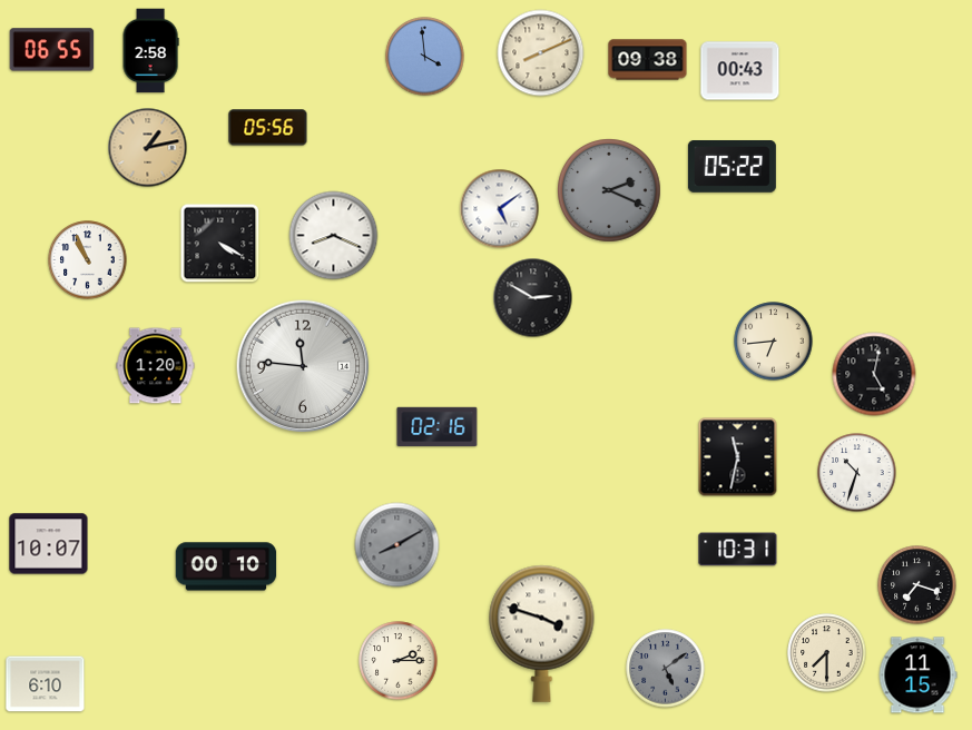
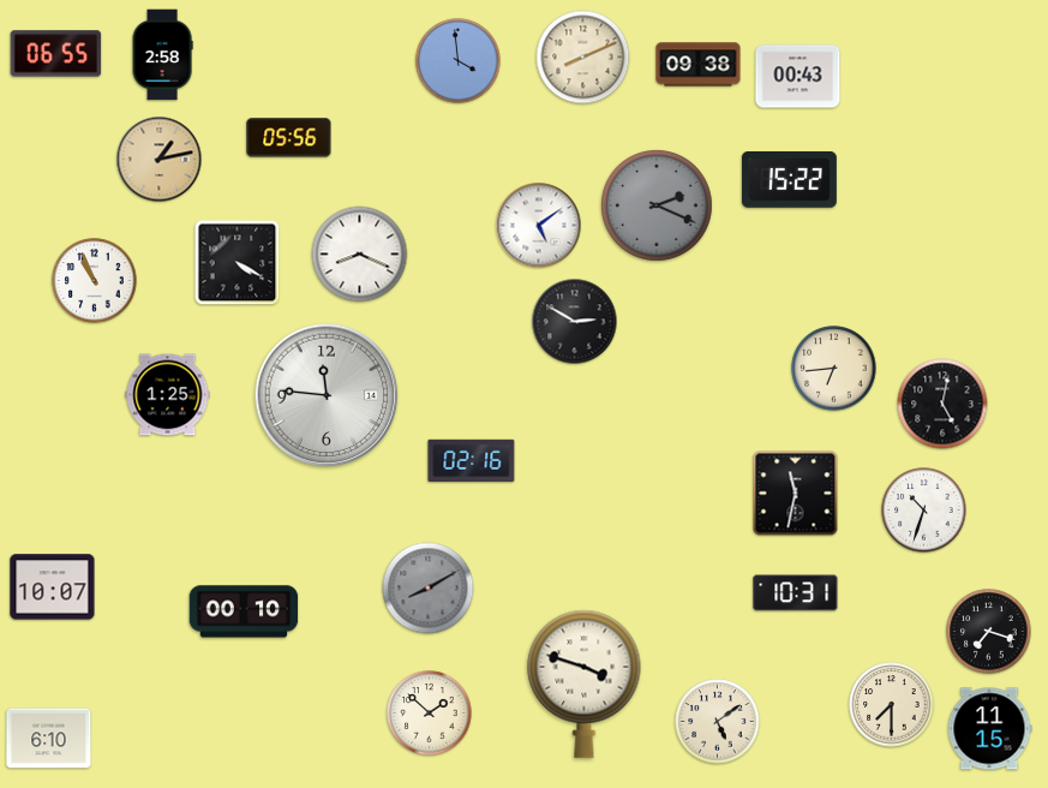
clock at (732, 167): 05:22 -> 15:22
clock at (156, 366): 1:20 -> 1:25
clock at (399, 661): 2:15 -> 1:52
clock at (666, 669) dial: grey -> cream
